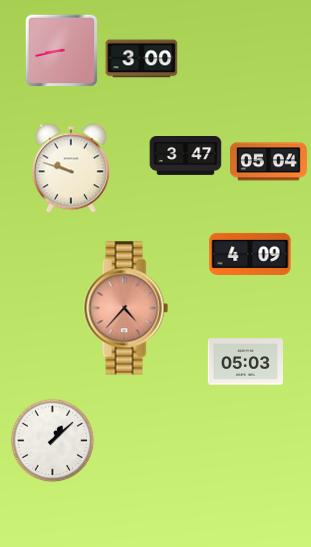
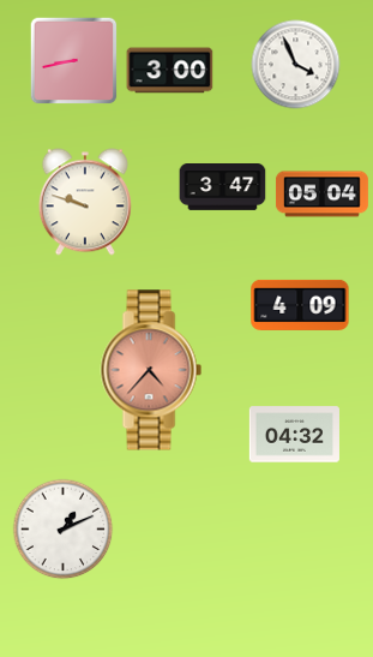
clock at (296, 65): none -> 3:56
clock at (245, 362): 05:03 -> 04:32
clock at (53, 441): 1:08 -> 1:11
